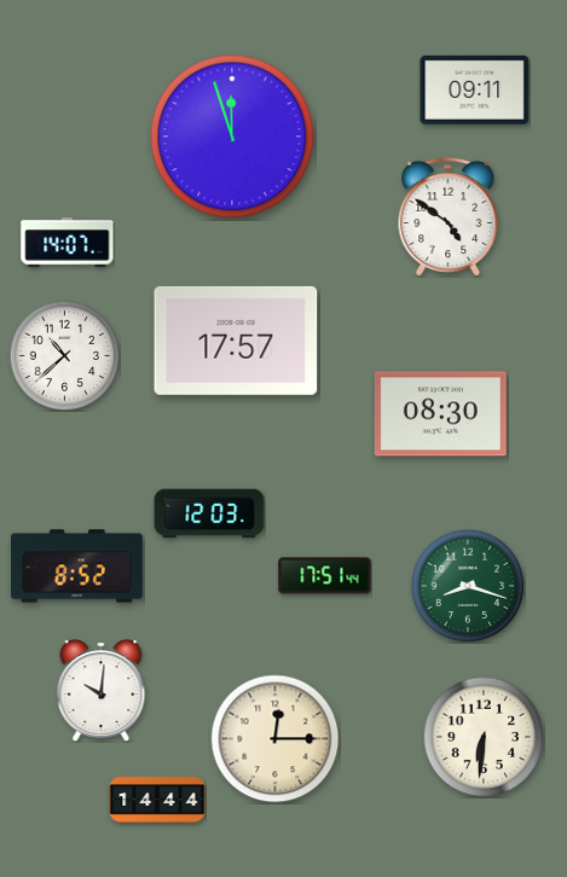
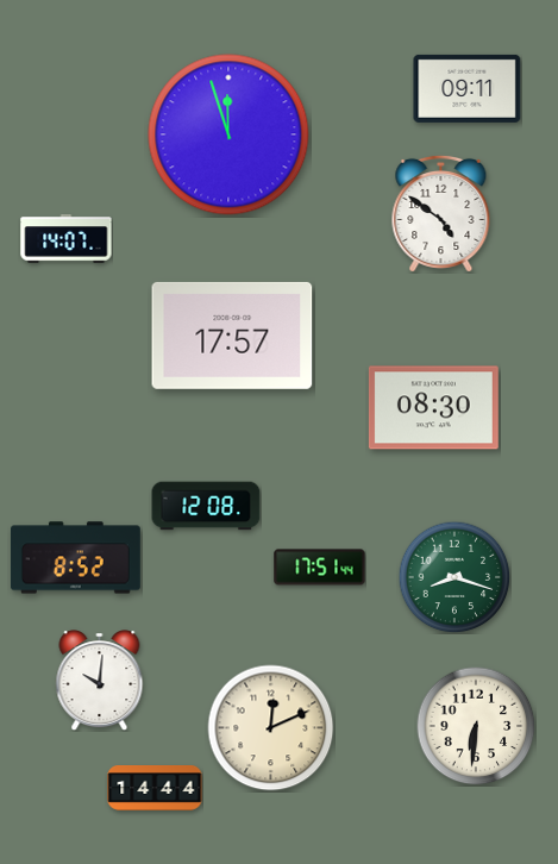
clock at (64, 355): 10:38 -> none
clock at (209, 513): 12:03 -> 12:08
clock at (468, 586) position: (468, 586) -> (454, 577)
clock at (276, 739): 12:15 -> 12:11
